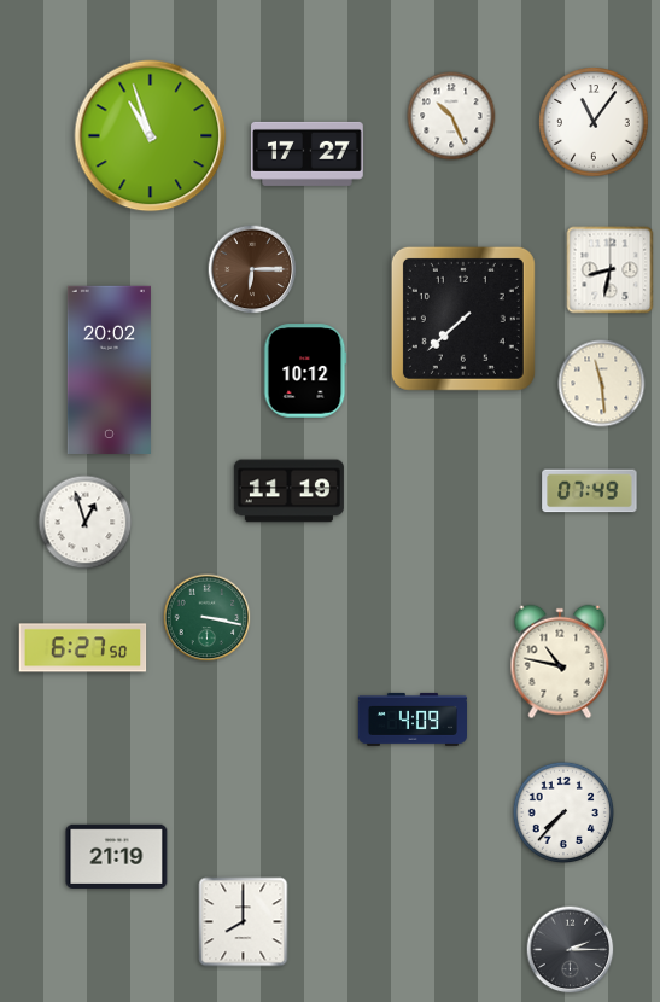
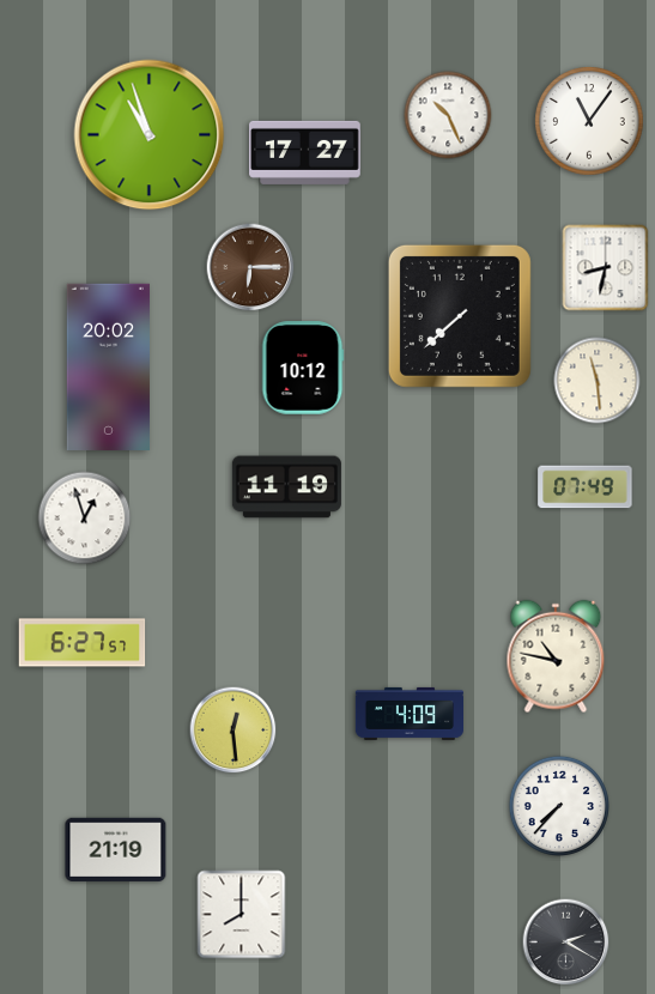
clock at (208, 618): 3:17 -> none
clock at (83, 648): 6:27:50 -> 6:27:57
clock at (234, 731): none -> 12:29
clock at (571, 950): 2:15 -> 2:20
